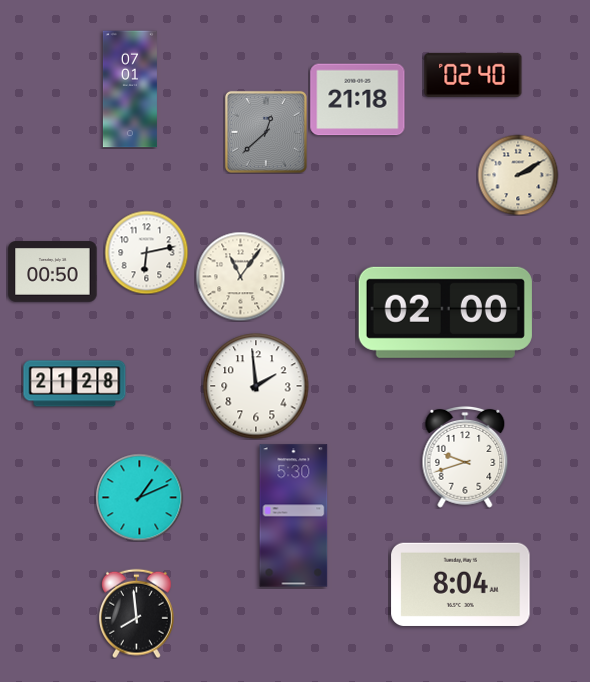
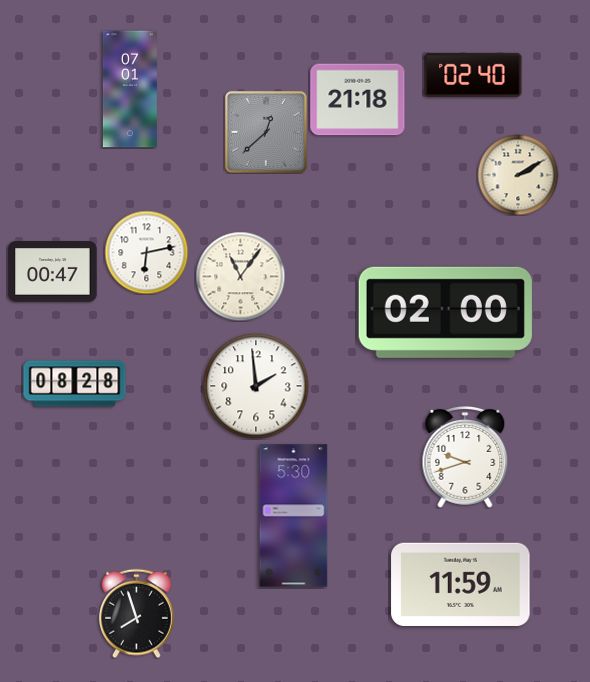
clock at (53, 272): 00:50 -> 00:47
clock at (75, 384): 21:28 -> 08:28
clock at (139, 497): 1:11 -> none
clock at (461, 584): 8:04 -> 11:59
clock at (136, 613): 7:59 -> 7:57
